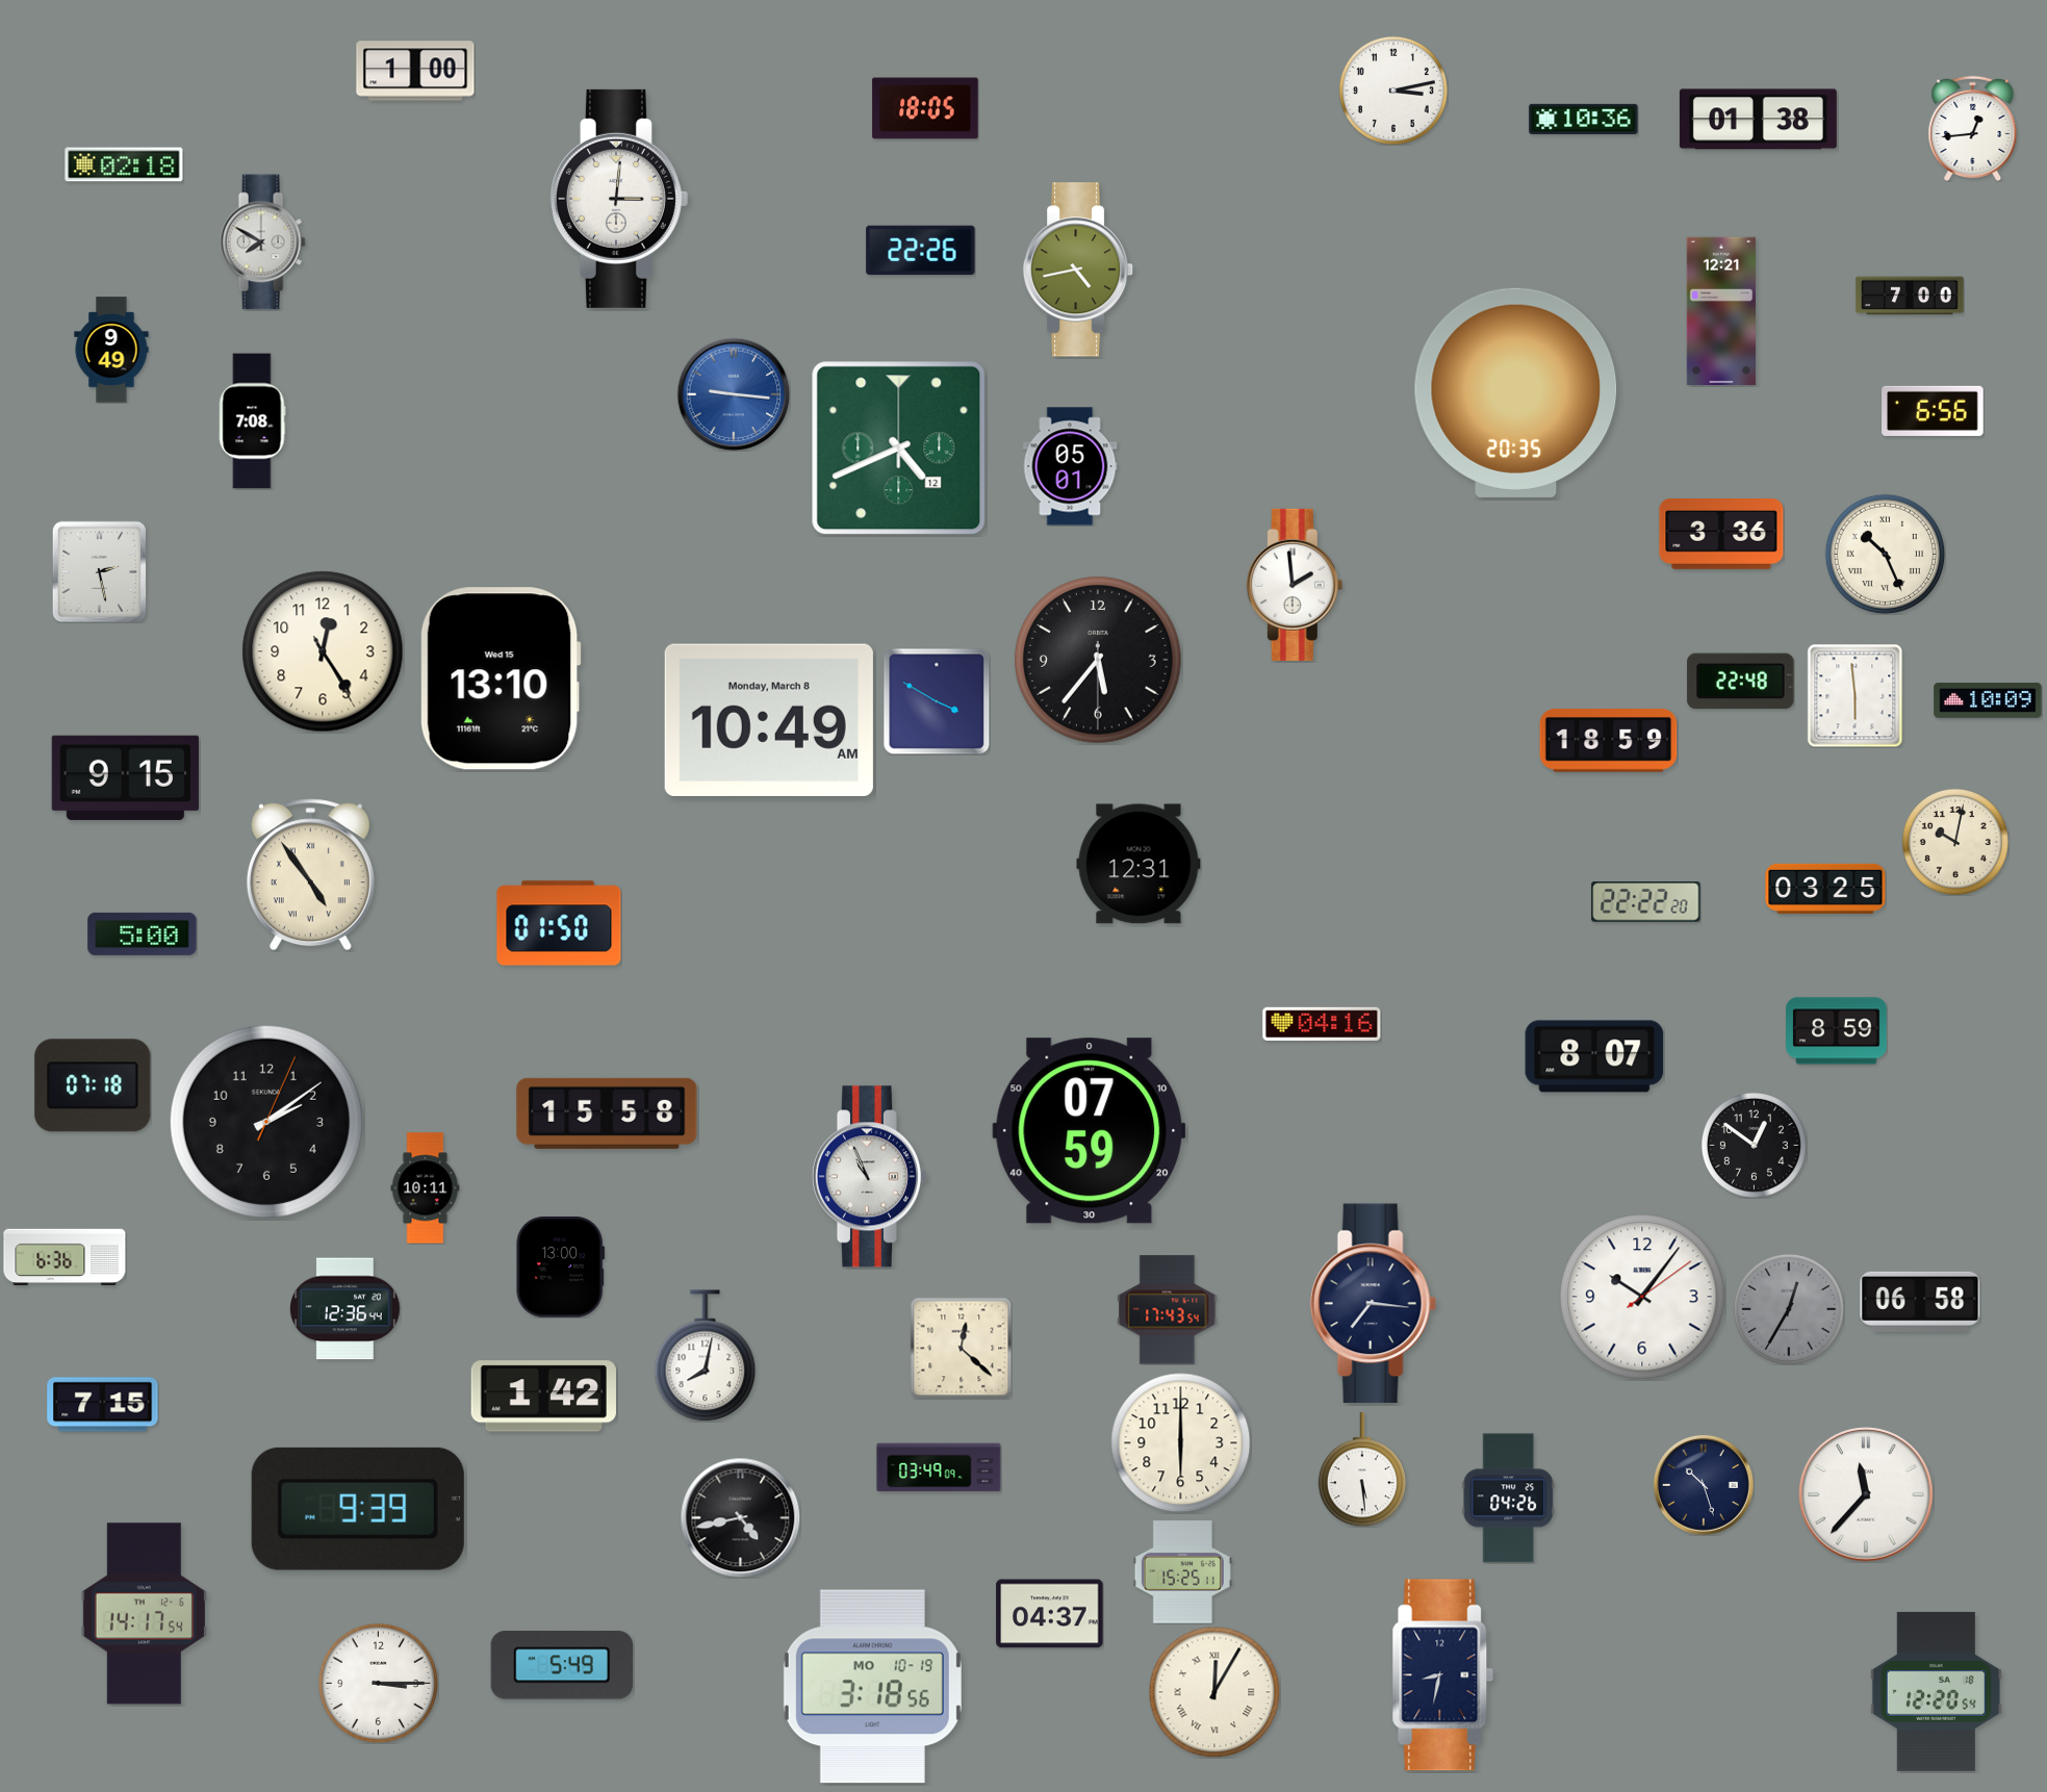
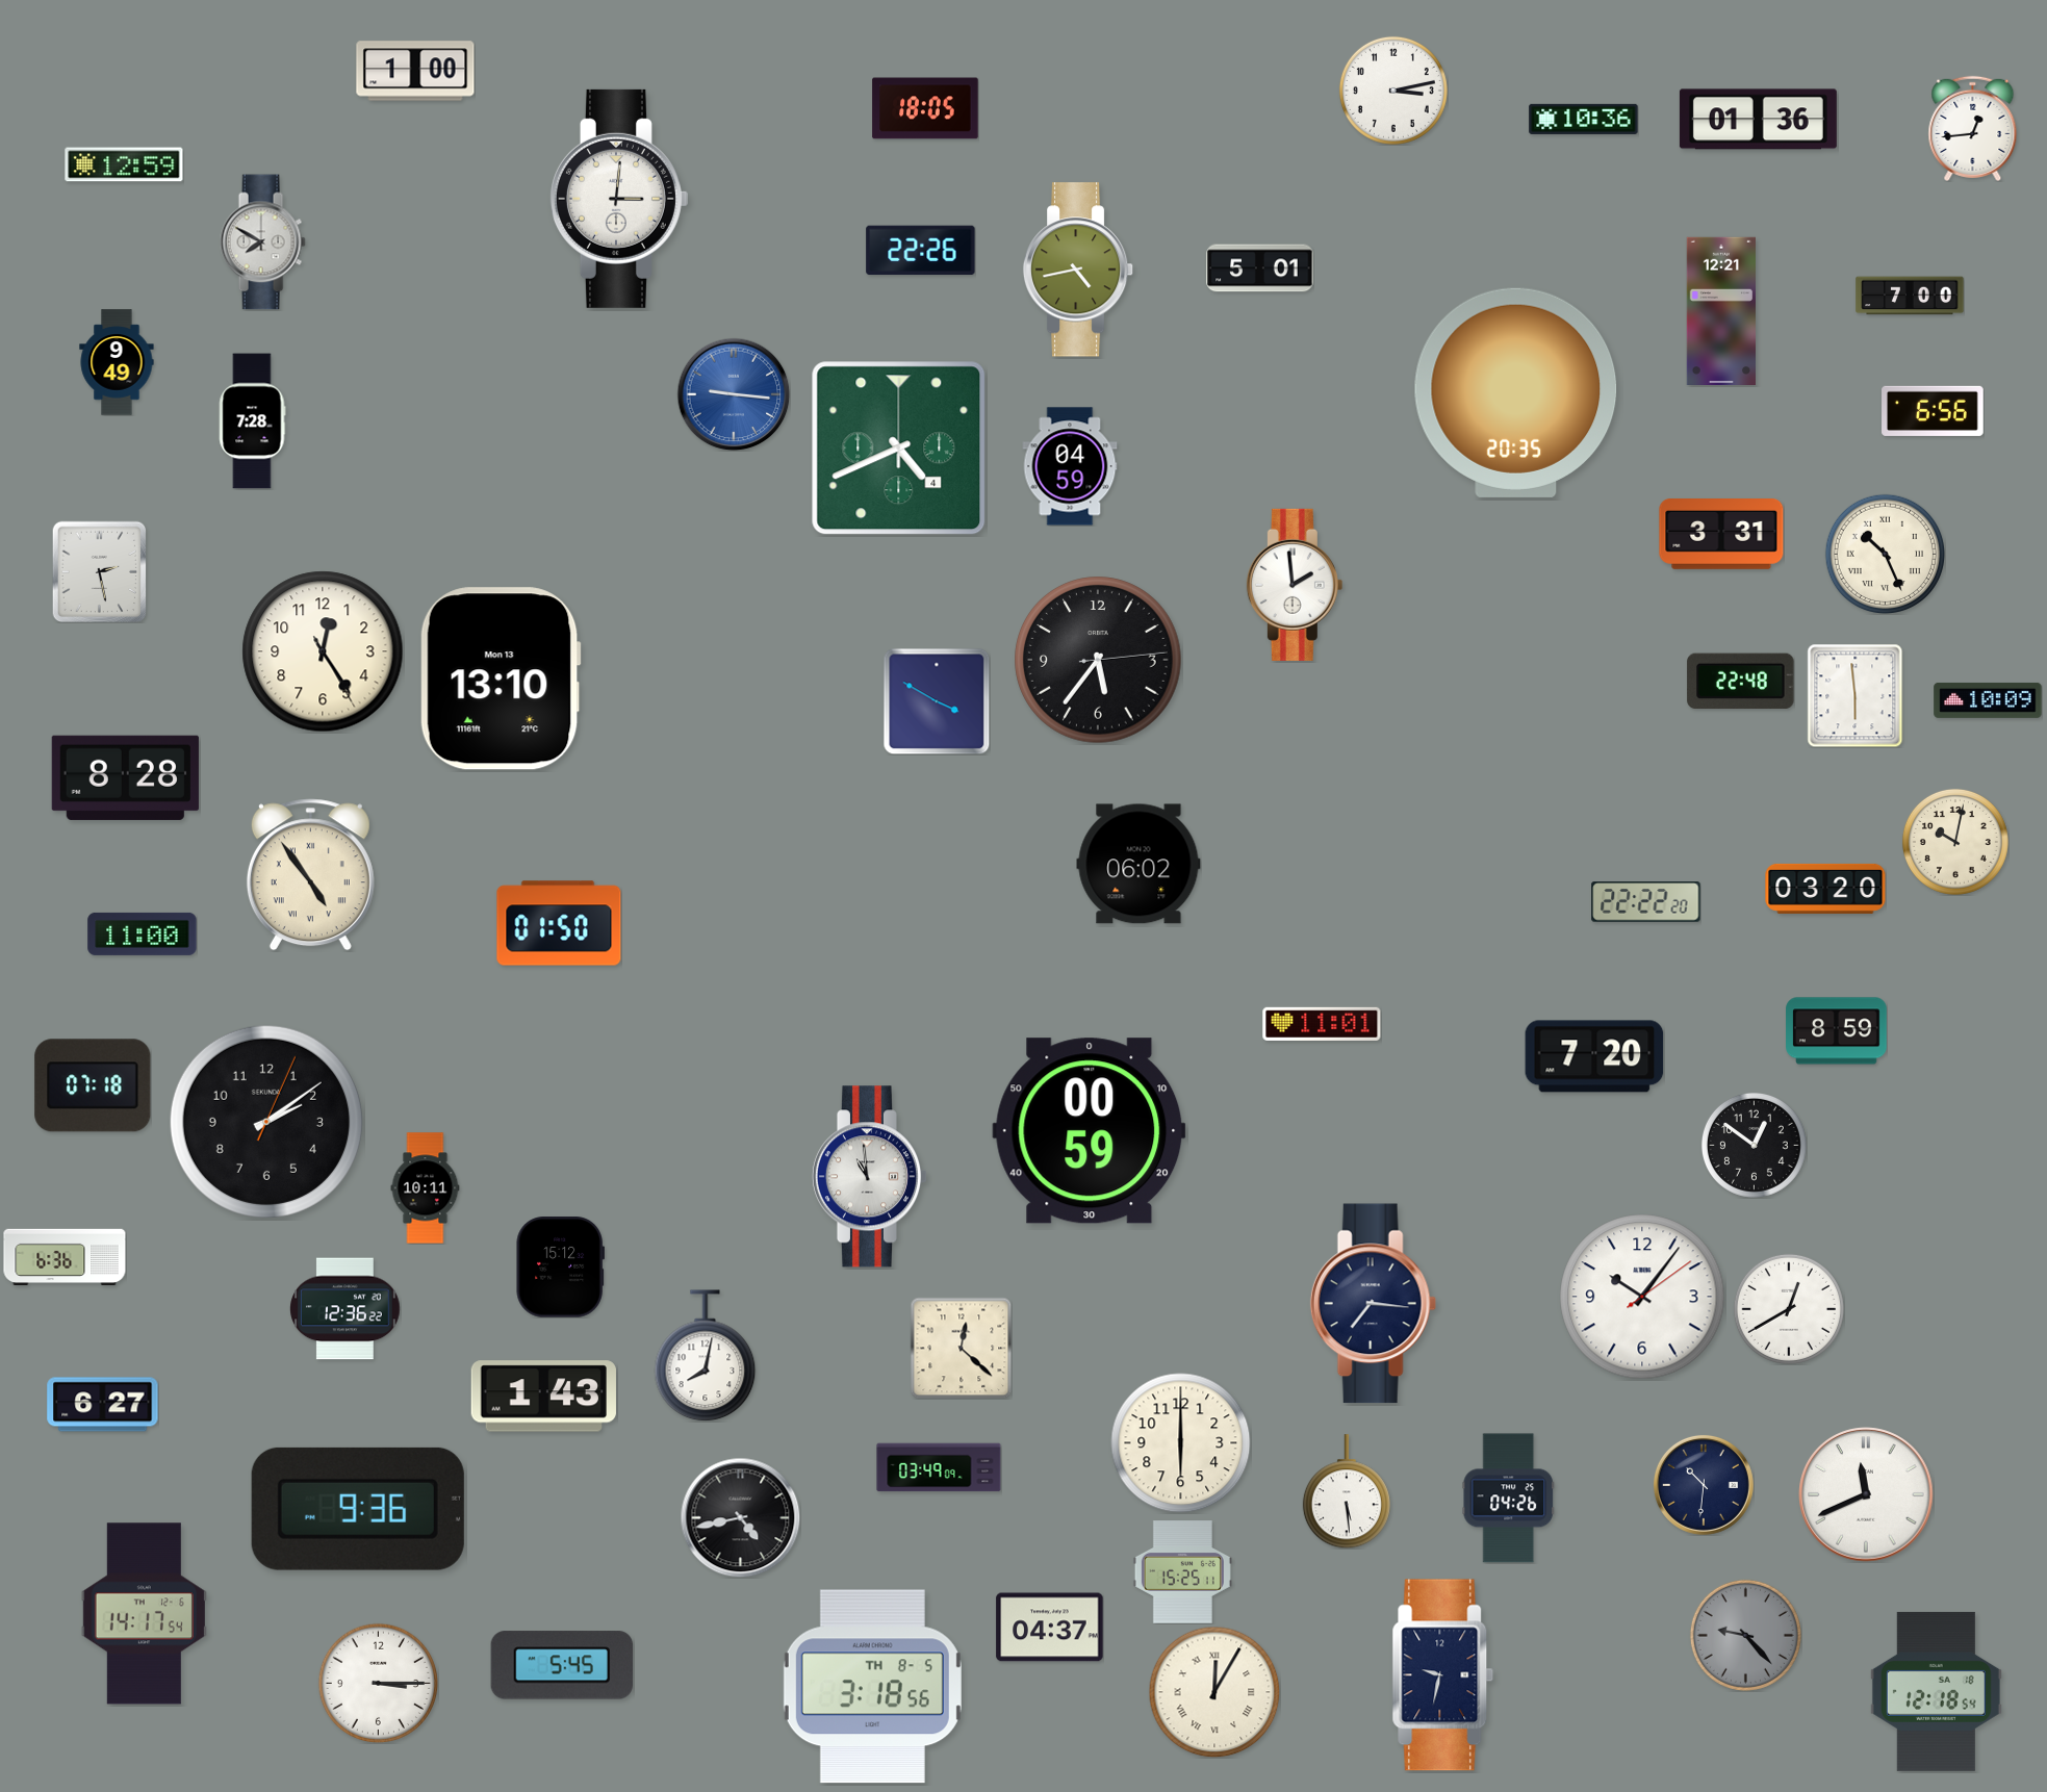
clock at (1758, 120): 01:38 -> 01:36
clock at (124, 164): 02:18 -> 12:59
clock at (1260, 268): none -> 5:01
clock at (111, 350) position: (111, 350) -> (117, 362)
clock at (252, 421): 7:08 -> 7:28
clock at (899, 449) date: 12 -> 4
clock at (1070, 466): 05:01 -> 04:59
clock at (1721, 535): 3:36 -> 3:31
clock at (1098, 660): 5:36:30 -> 5:36:14
clock at (501, 679) date: Wed 15 -> Mon 13
clock at (769, 719): 10:49 -> none
clock at (1609, 741): 18:59 -> none
clock at (125, 777): 9:15 -> 8:28
clock at (1138, 864): 12:31 -> 06:02
clock at (1825, 889): 03:25 -> 03:20
clock at (143, 933): 5:00 -> 11:00
clock at (1322, 1024): 04:16 -> 11:01
clock at (1594, 1056): 8:07 -> 7:20
clock at (607, 1113): 15:58 -> none
clock at (1090, 1131): 07:59 -> 00:59
clock at (869, 1177): 10:56 -> 10:59
clock at (560, 1268): 13:00 -> 15:12
clock at (1920, 1302): 06:58 -> none
clock at (346, 1309): 12:36:44 -> 12:36:22
clock at (1789, 1309): 12:35 -> 12:40
clock at (1789, 1309) dial: grey -> white
clock at (1168, 1310): 17:43 -> none
clock at (543, 1397): 1:42 -> 1:43
clock at (103, 1405): 7:15 -> 6:27
clock at (1362, 1469) position: (1362, 1469) -> (1347, 1491)
clock at (1704, 1485): 10:27 -> 10:31
clock at (1866, 1494): 11:37 -> 11:41
clock at (358, 1509): 9:39 -> 9:36
clock at (1050, 1614) position: (1050, 1614) -> (1050, 1628)
clock at (1745, 1635): none -> 9:23
clock at (562, 1665): 5:49 -> 5:45
clock at (1443, 1675): 8:32 -> 9:32
clock at (872, 1687) date: MO 10-19 -> TH 8-5
clock at (1936, 1691): 12:20 -> 12:18
